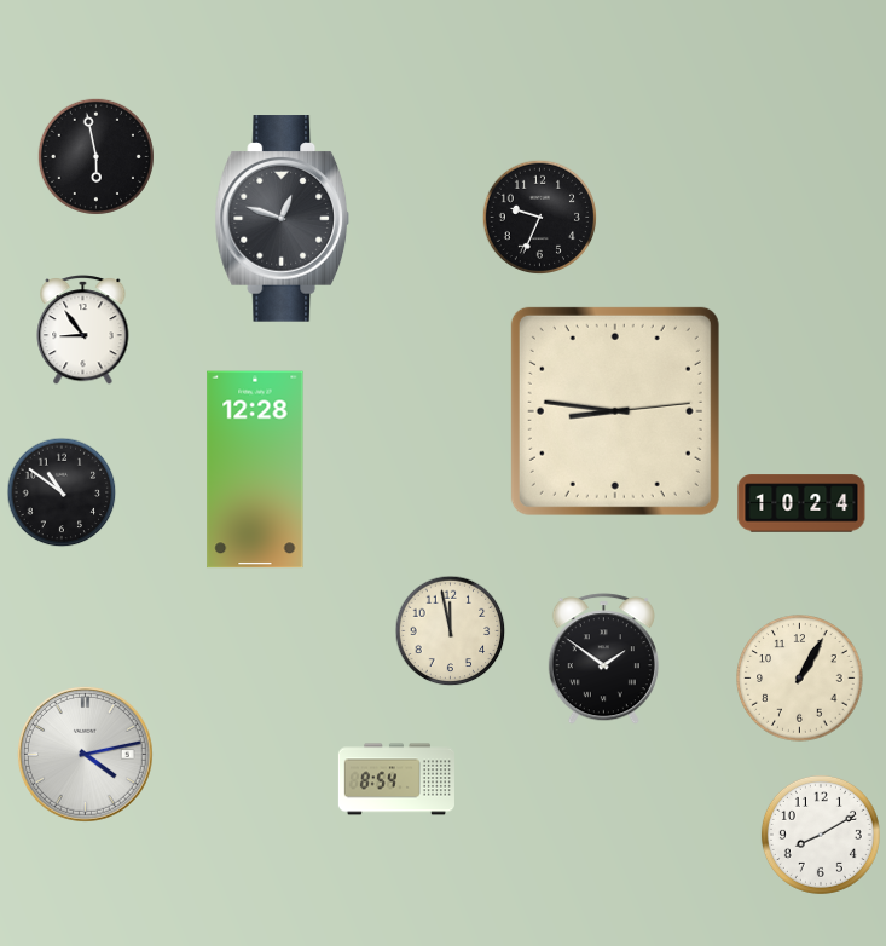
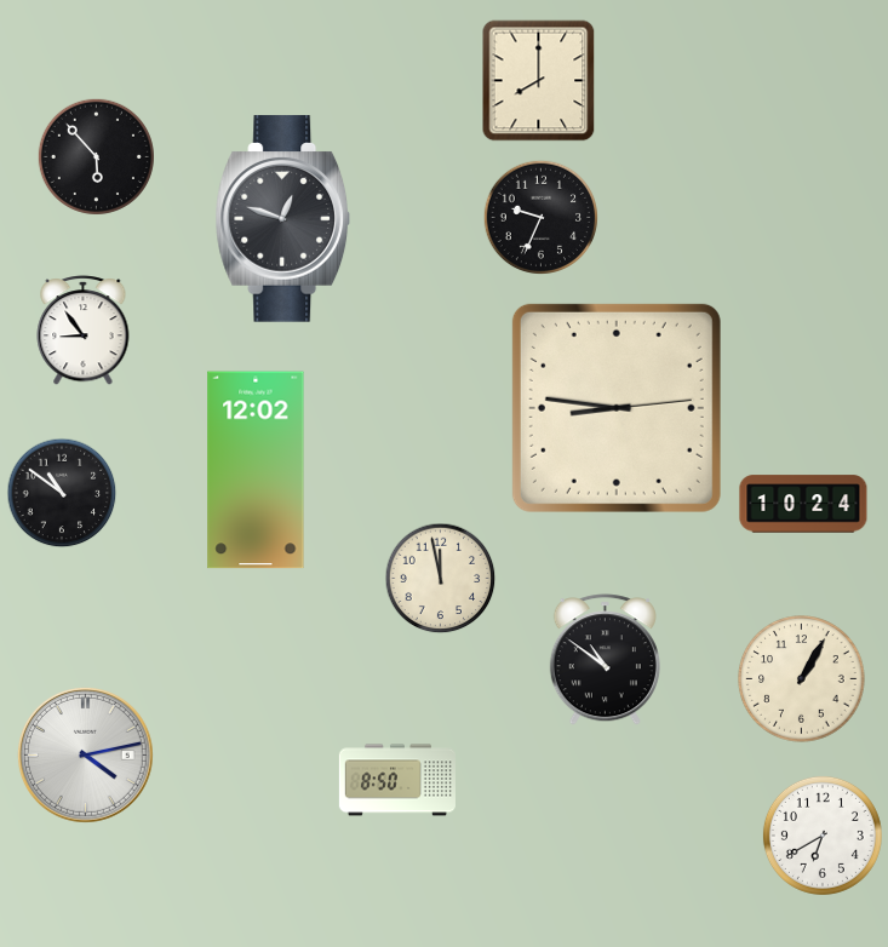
clock at (539, 81): none -> 8:00
clock at (95, 156): 5:58 -> 5:53
clock at (615, 411) position: (615, 411) -> (617, 408)
clock at (255, 469): 12:28 -> 12:02
clock at (451, 631) position: (451, 631) -> (441, 579)
clock at (603, 659): 1:51 -> 10:51
clock at (396, 779): 8:54 -> 8:50
clock at (821, 835): 8:10 -> 6:40
